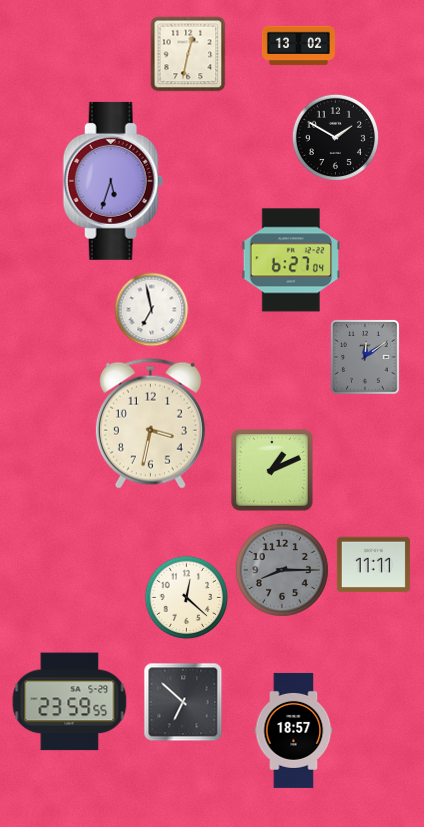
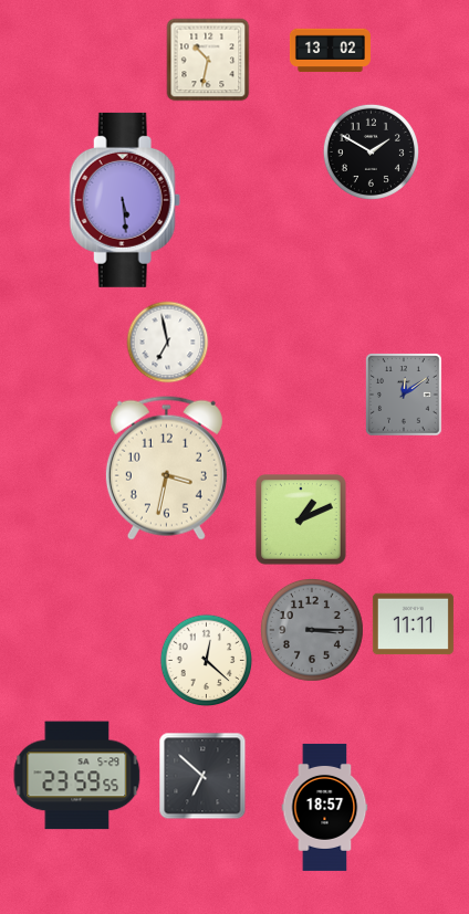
clock at (188, 54): 12:32 -> 10:32
clock at (113, 181): 5:33 -> 5:29
clock at (290, 260): 6:27 -> none
clock at (282, 570): 8:15 -> 3:15
